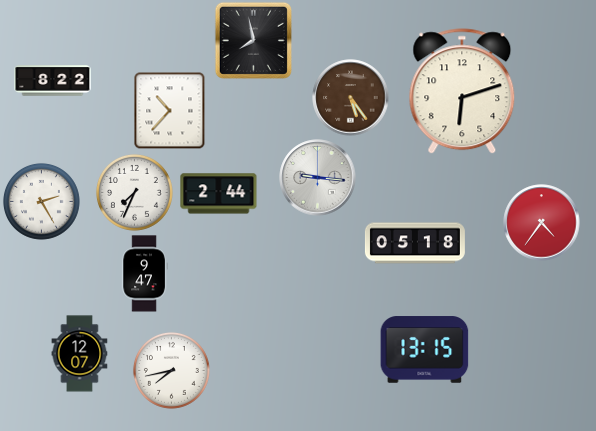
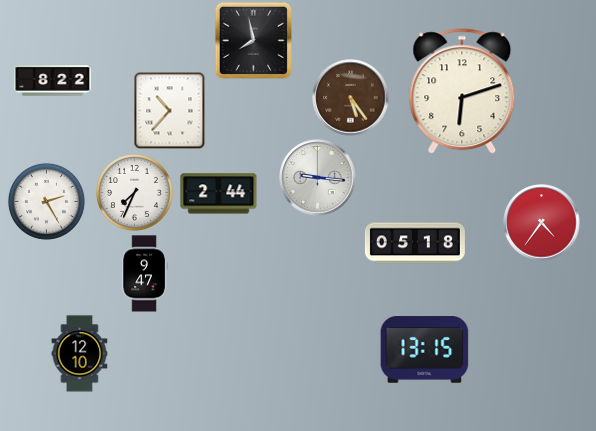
clock at (41, 201) position: (41, 201) -> (46, 201)
clock at (80, 354): 12:07 -> 12:10
clock at (171, 370): 7:43 -> none
